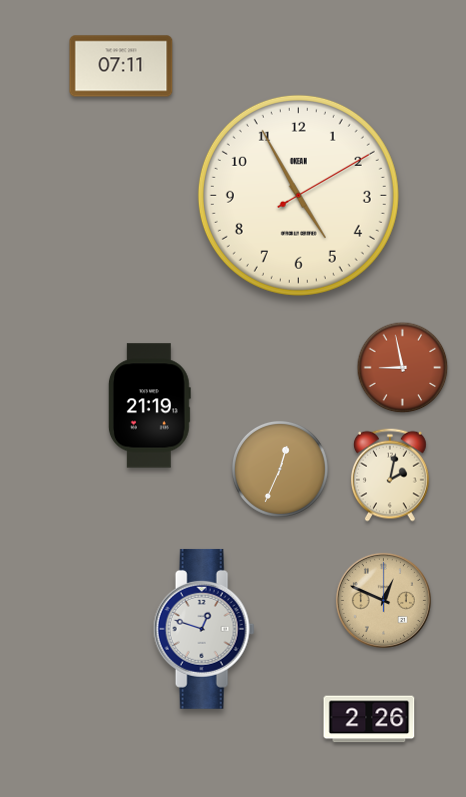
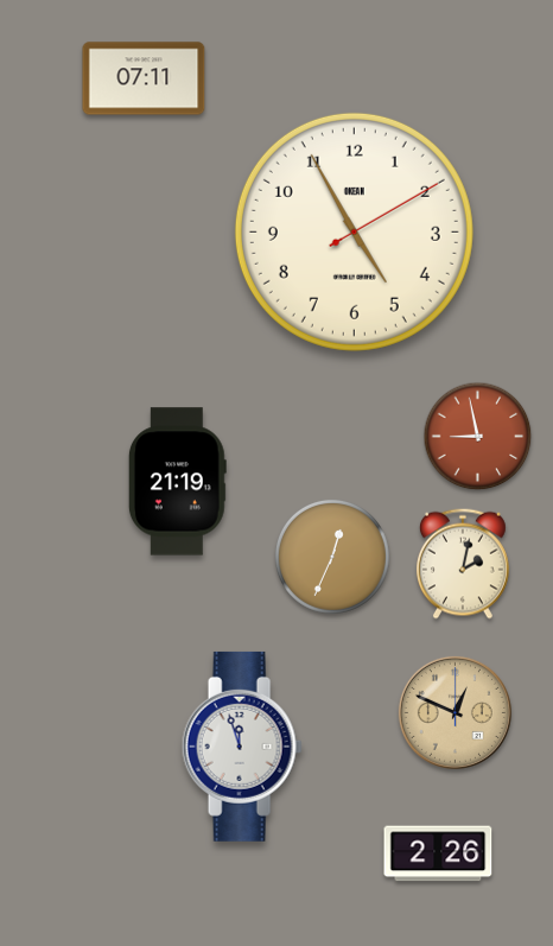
clock at (204, 629): 12:48 -> 11:57
